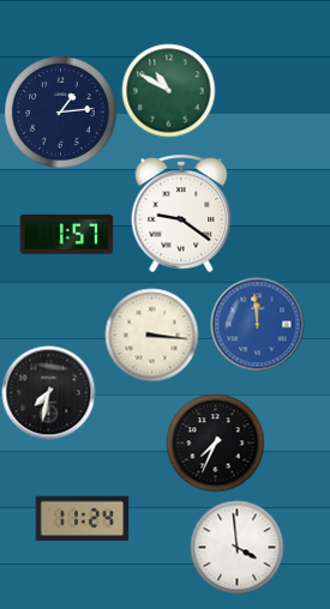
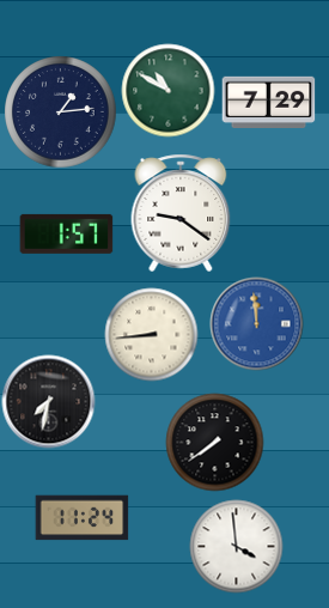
clock at (268, 102): none -> 7:29
clock at (151, 334): 3:16 -> 8:44
clock at (48, 392) position: (48, 392) -> (48, 401)
clock at (215, 442): 7:34 -> 7:39
